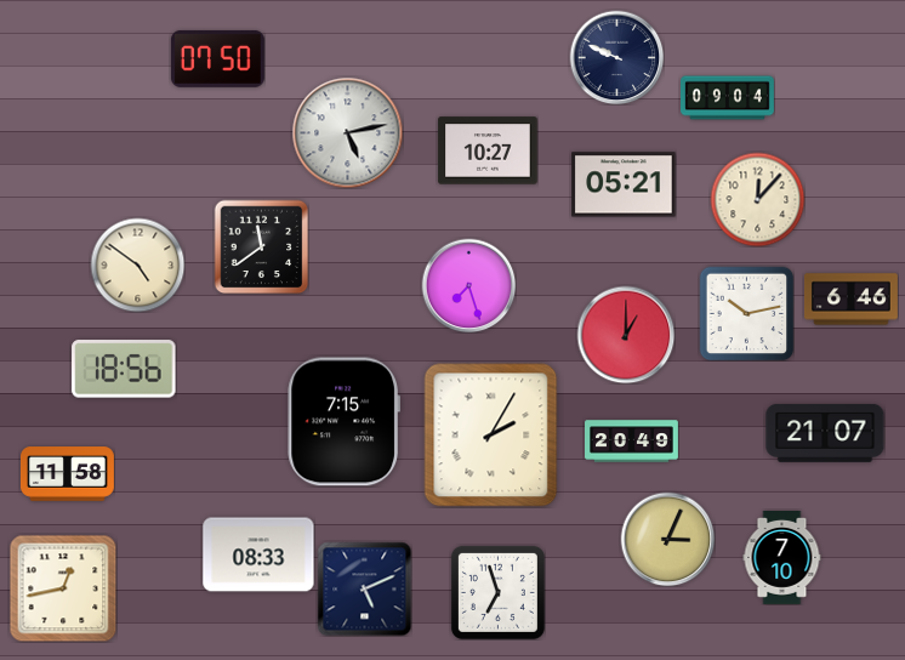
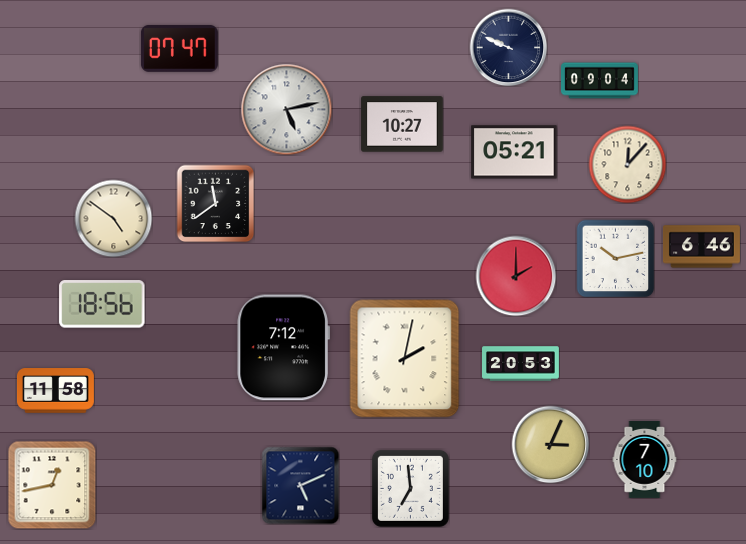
clock at (217, 58): 07:50 -> 07:47
clock at (757, 199) position: (757, 199) -> (627, 164)
clock at (468, 285): 7:27 -> none
clock at (626, 335): 1:00 -> 2:00
clock at (343, 422): 7:15 -> 7:12
clock at (825, 433): 21:07 -> none
clock at (491, 436): 2:05 -> 2:02
clock at (632, 442): 20:49 -> 20:53
clock at (258, 554): 08:33 -> none
clock at (497, 592): 6:57 -> 6:59
